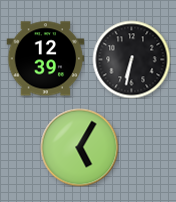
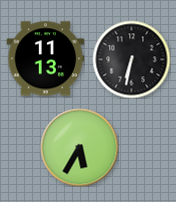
clock at (45, 59): 12:39 -> 11:13
clock at (79, 147): 5:05 -> 5:35
